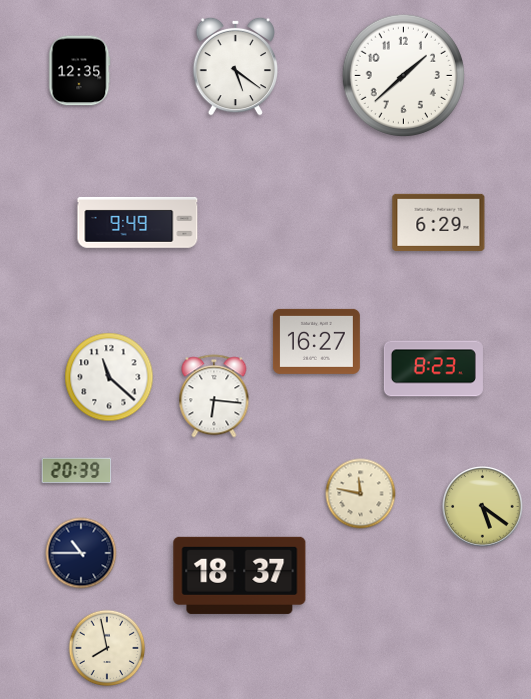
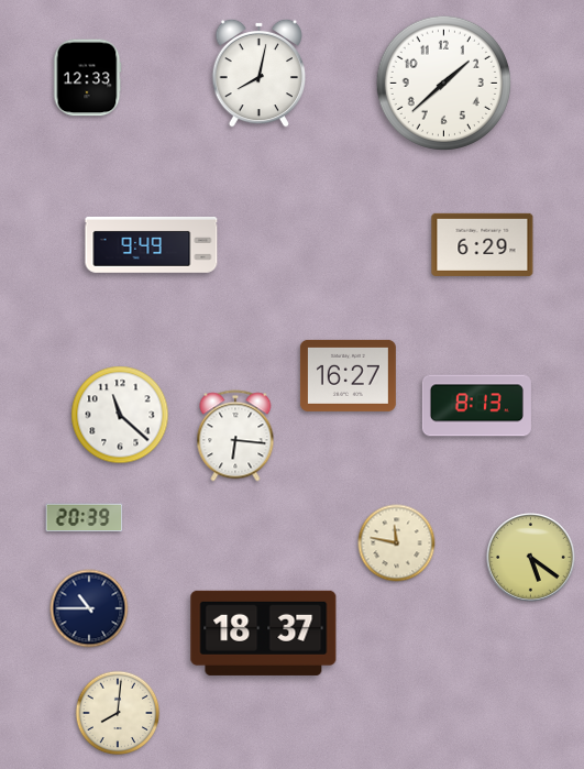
clock at (236, 66): 5:21 -> 8:02
clock at (79, 71): 12:35 -> 12:33
clock at (433, 369): 8:23 -> 8:13
clock at (107, 648): 7:58 -> 8:01
